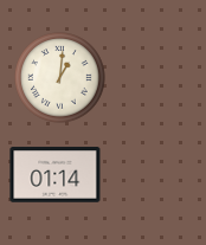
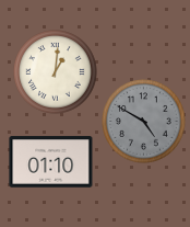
clock at (144, 122): none -> 4:50
clock at (56, 175): 01:14 -> 01:10
